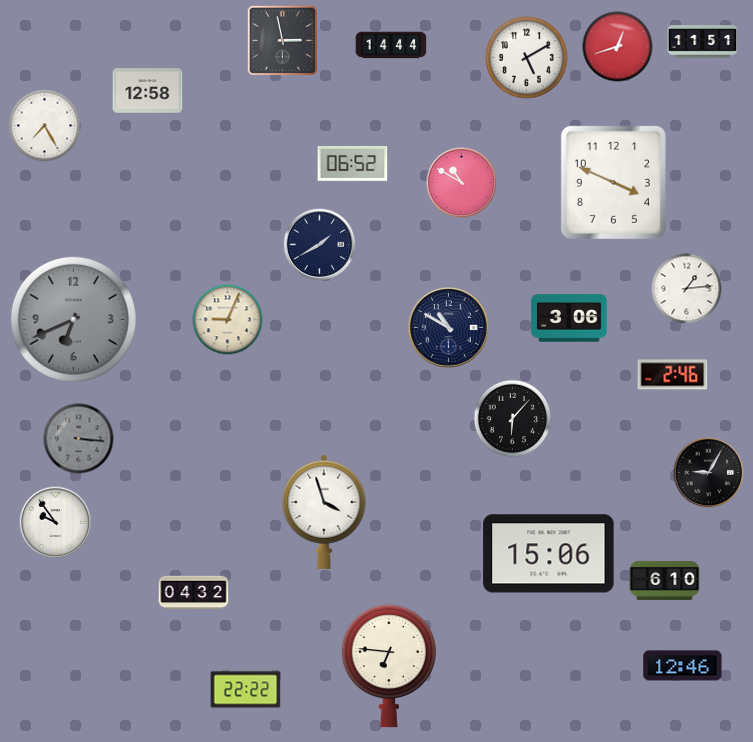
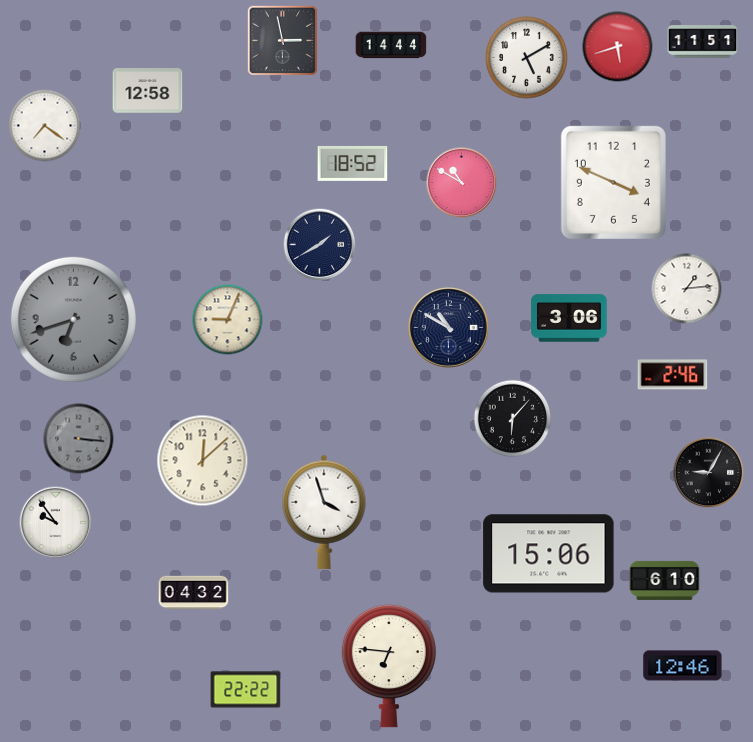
clock at (618, 47): 12:42 -> 5:42
clock at (45, 126): 7:25 -> 7:21
clock at (353, 163): 06:52 -> 18:52
clock at (73, 319): 6:41 -> 6:42
clock at (203, 461): none -> 12:08
